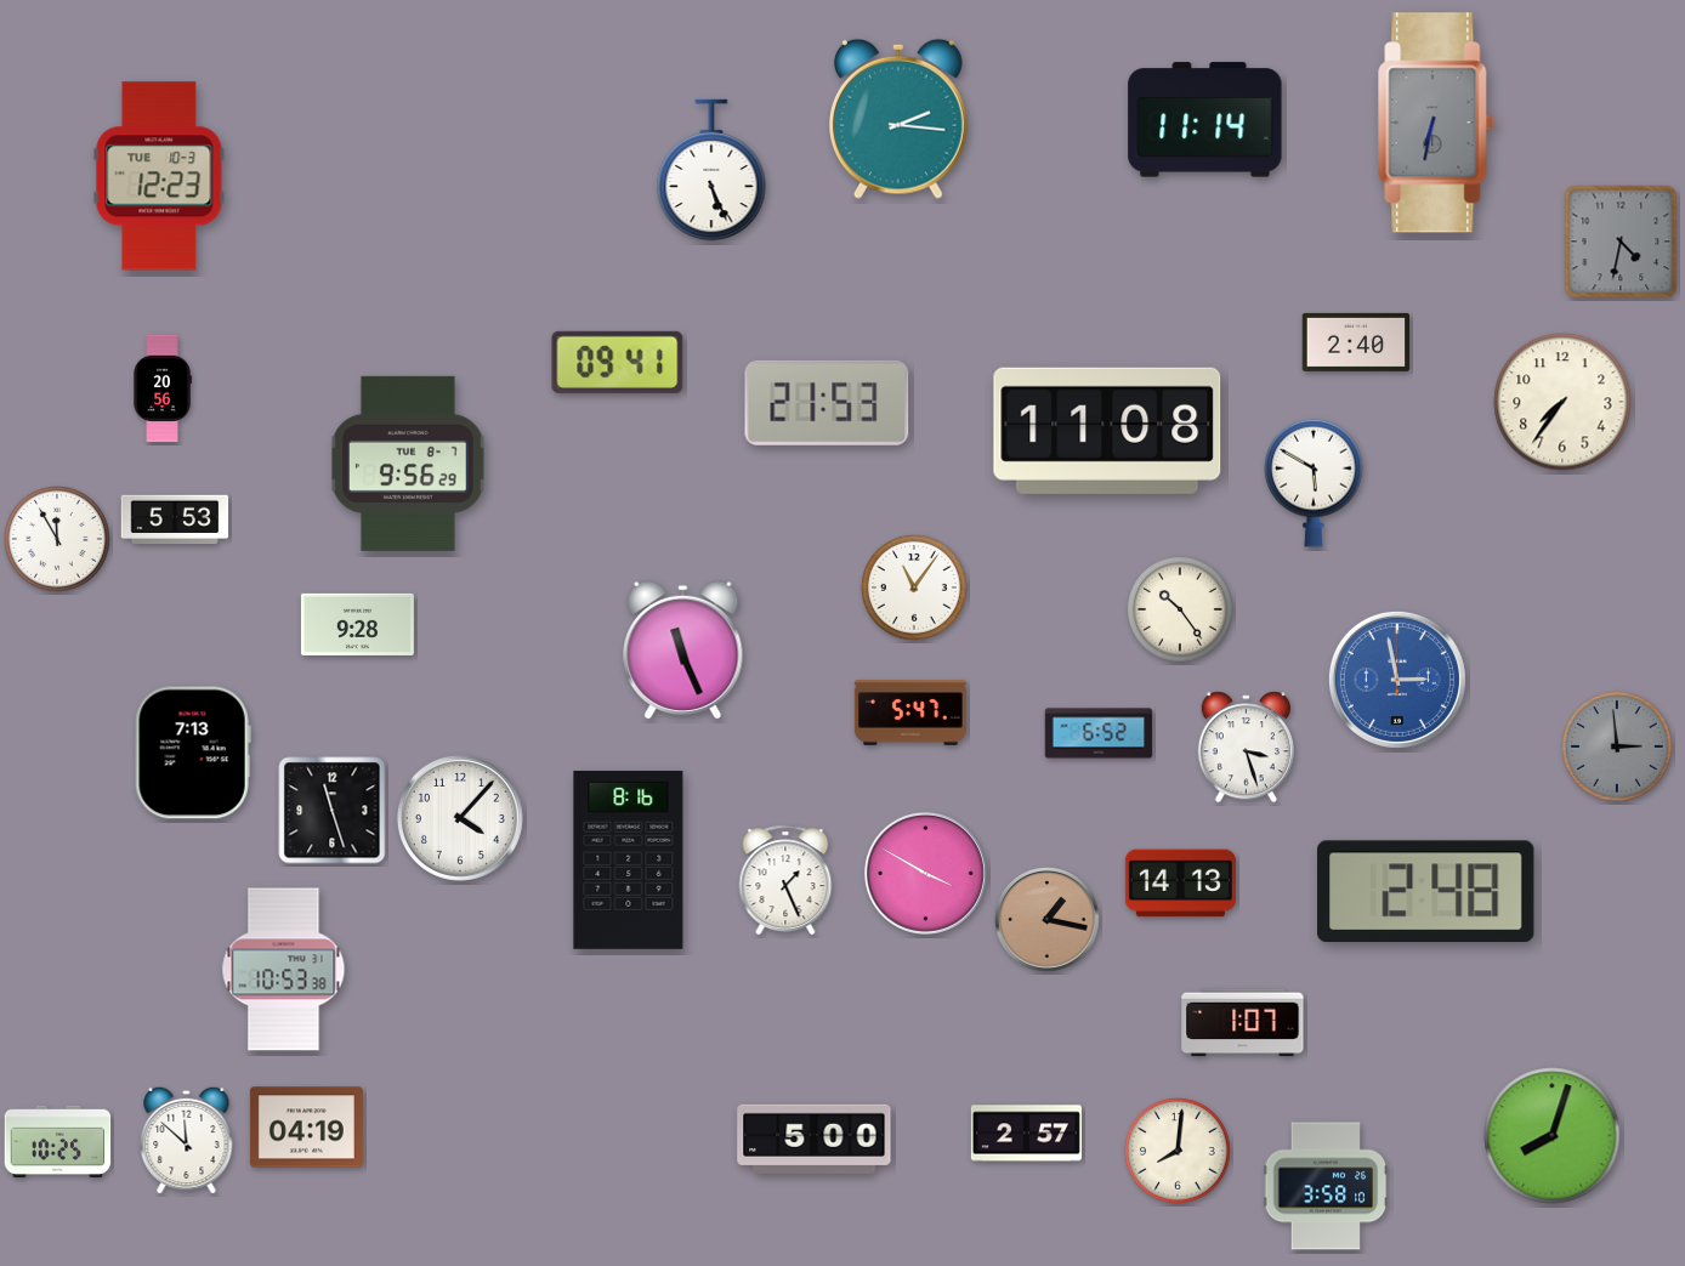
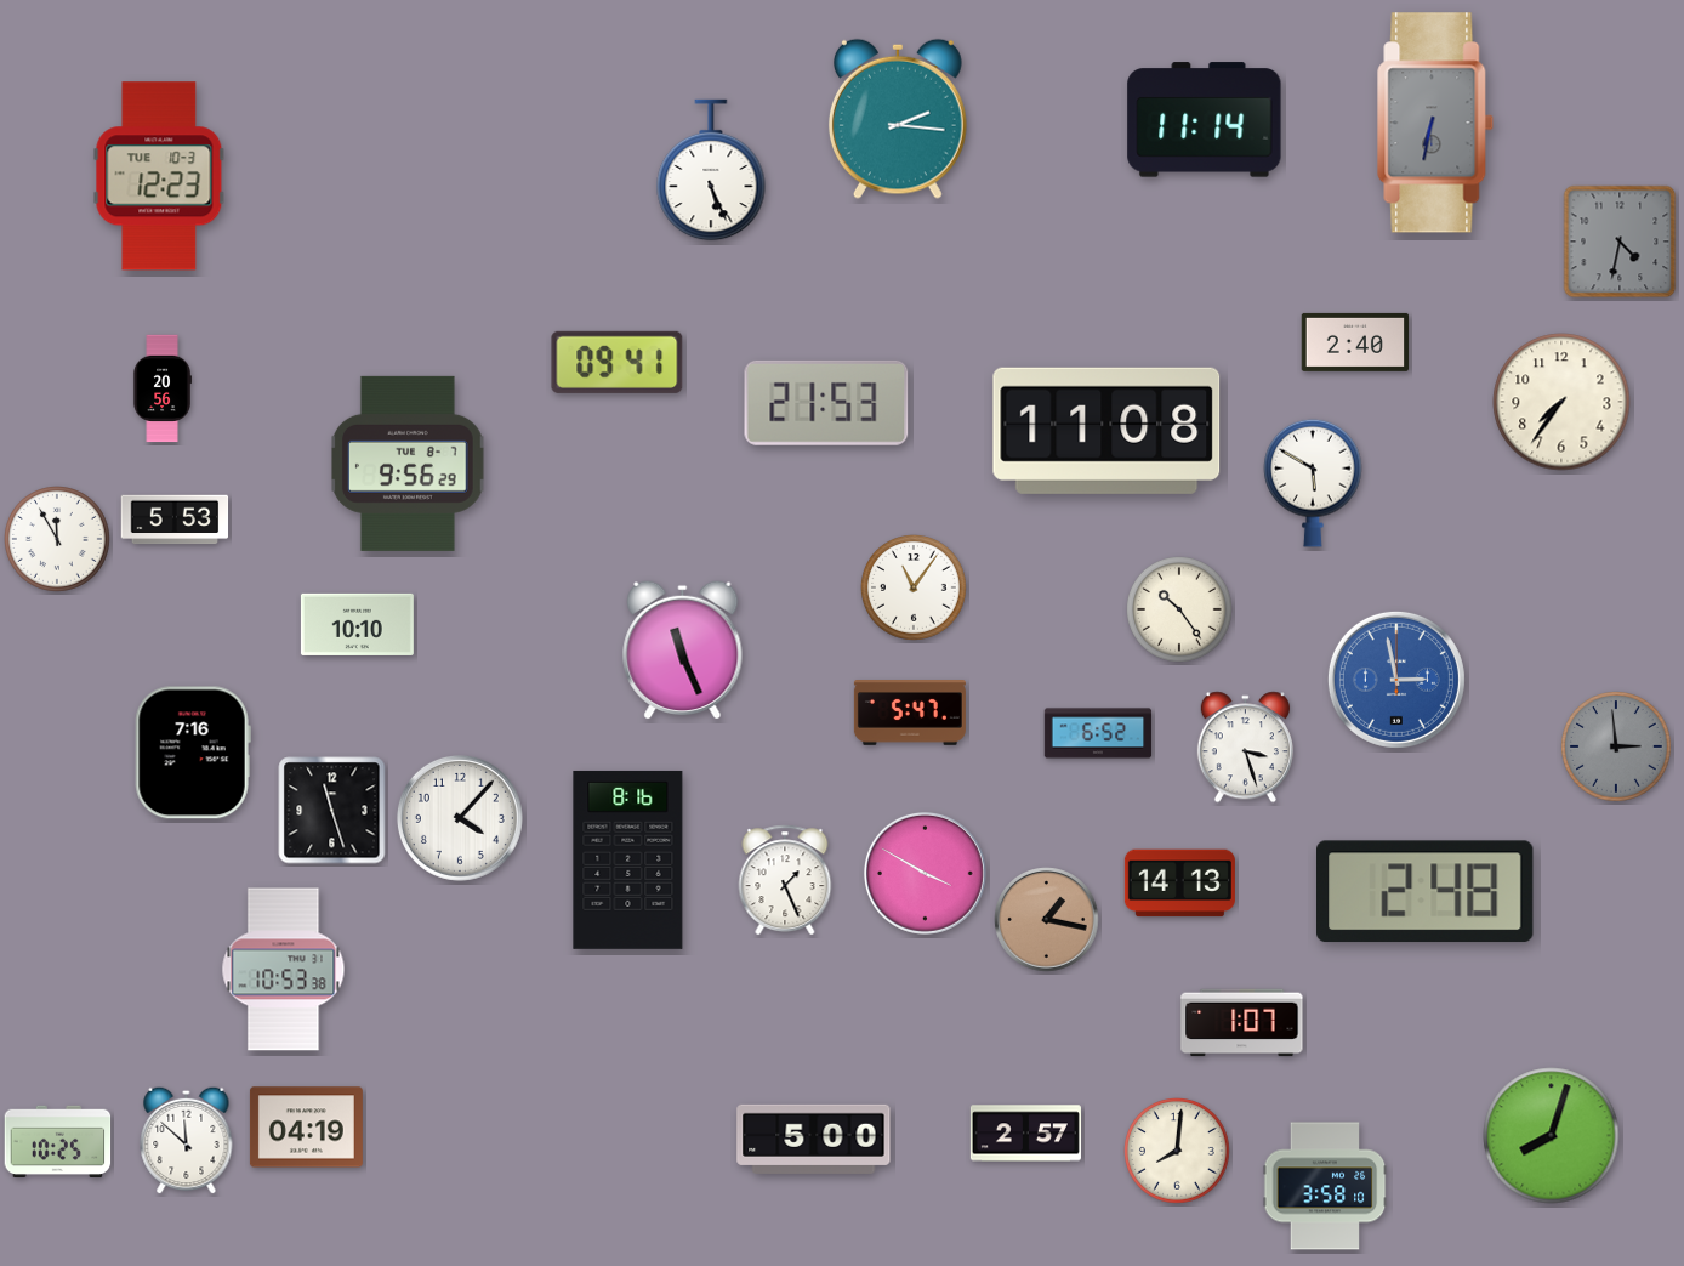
clock at (357, 624): 9:28 -> 10:10
clock at (193, 753): 7:13 -> 7:16
